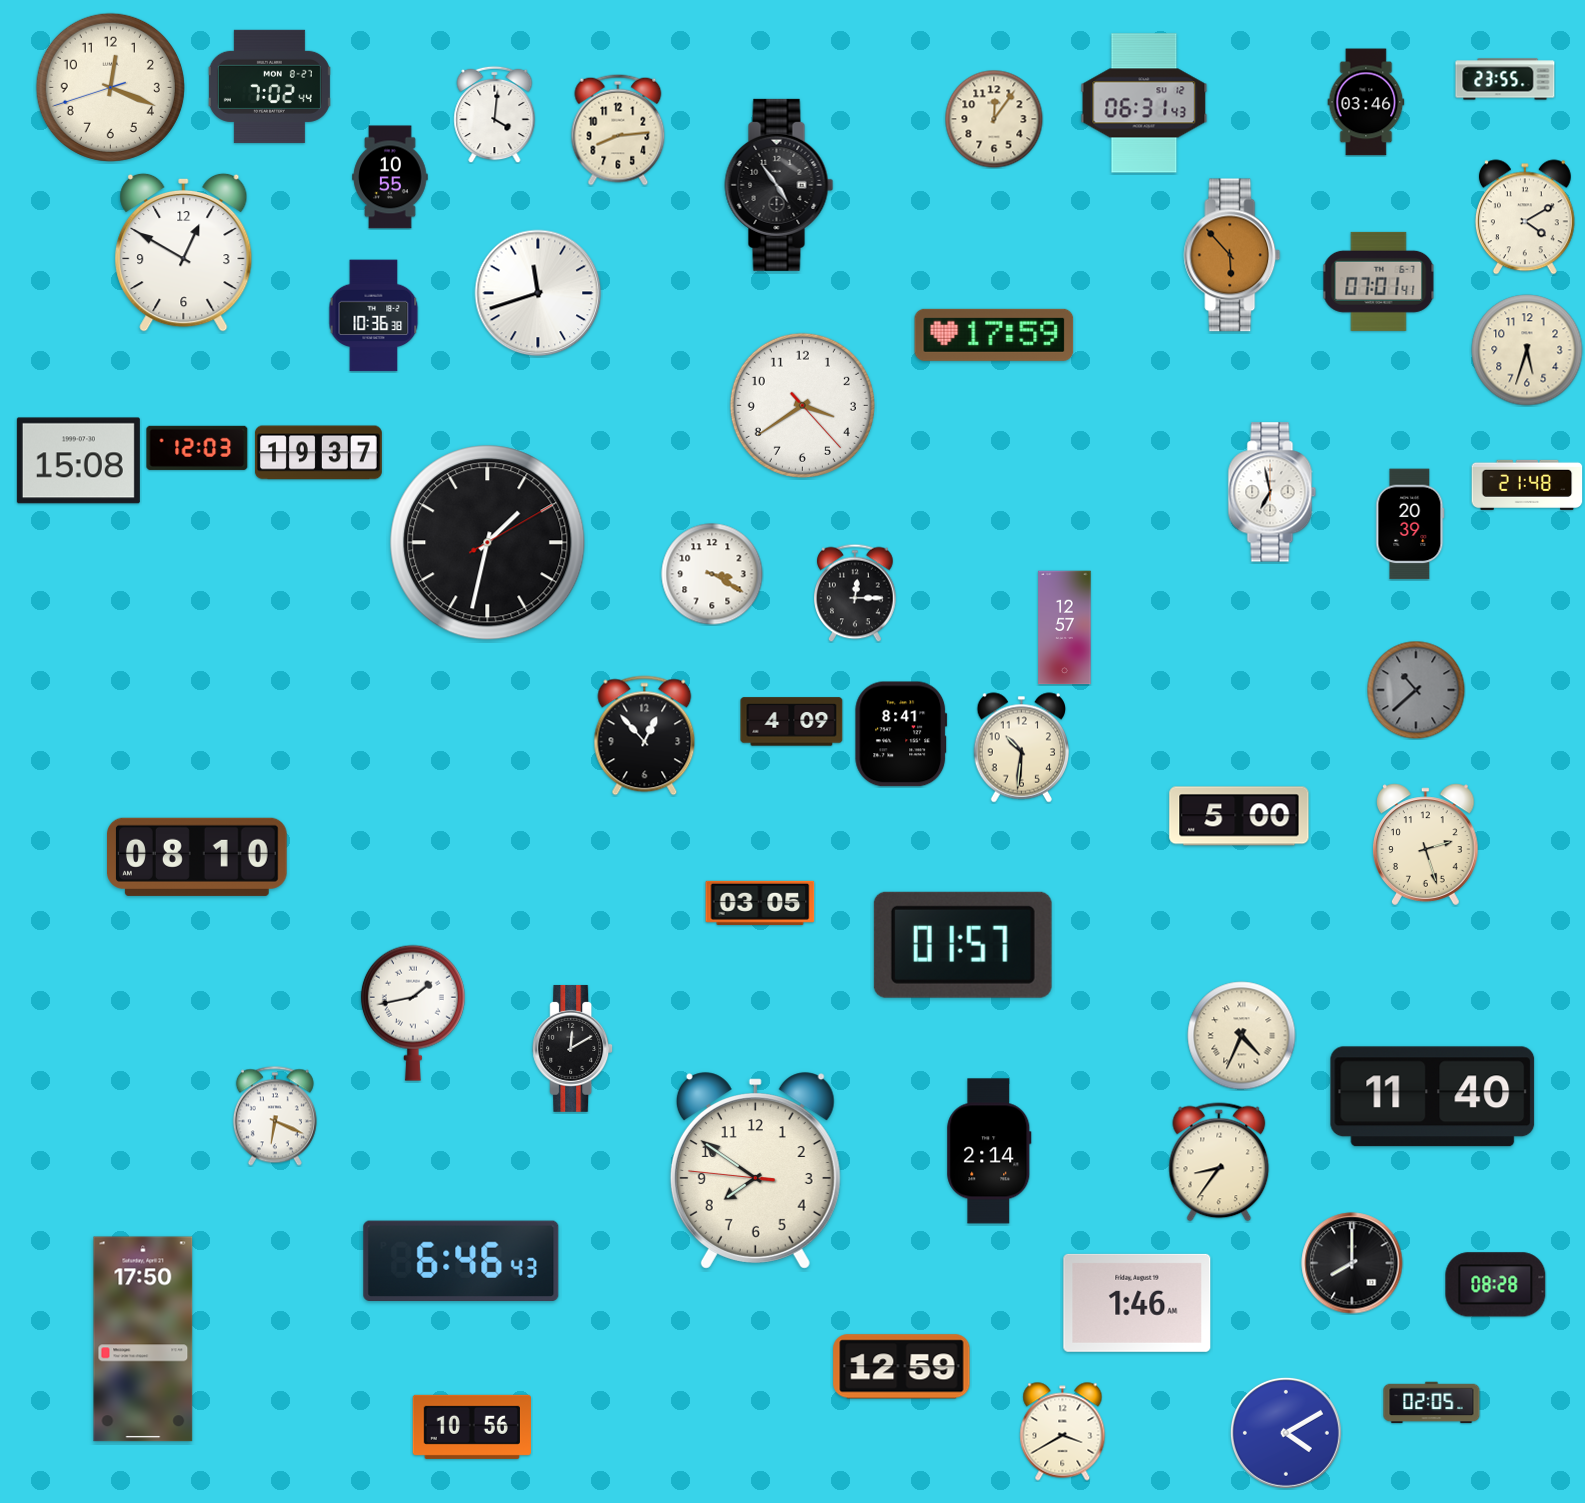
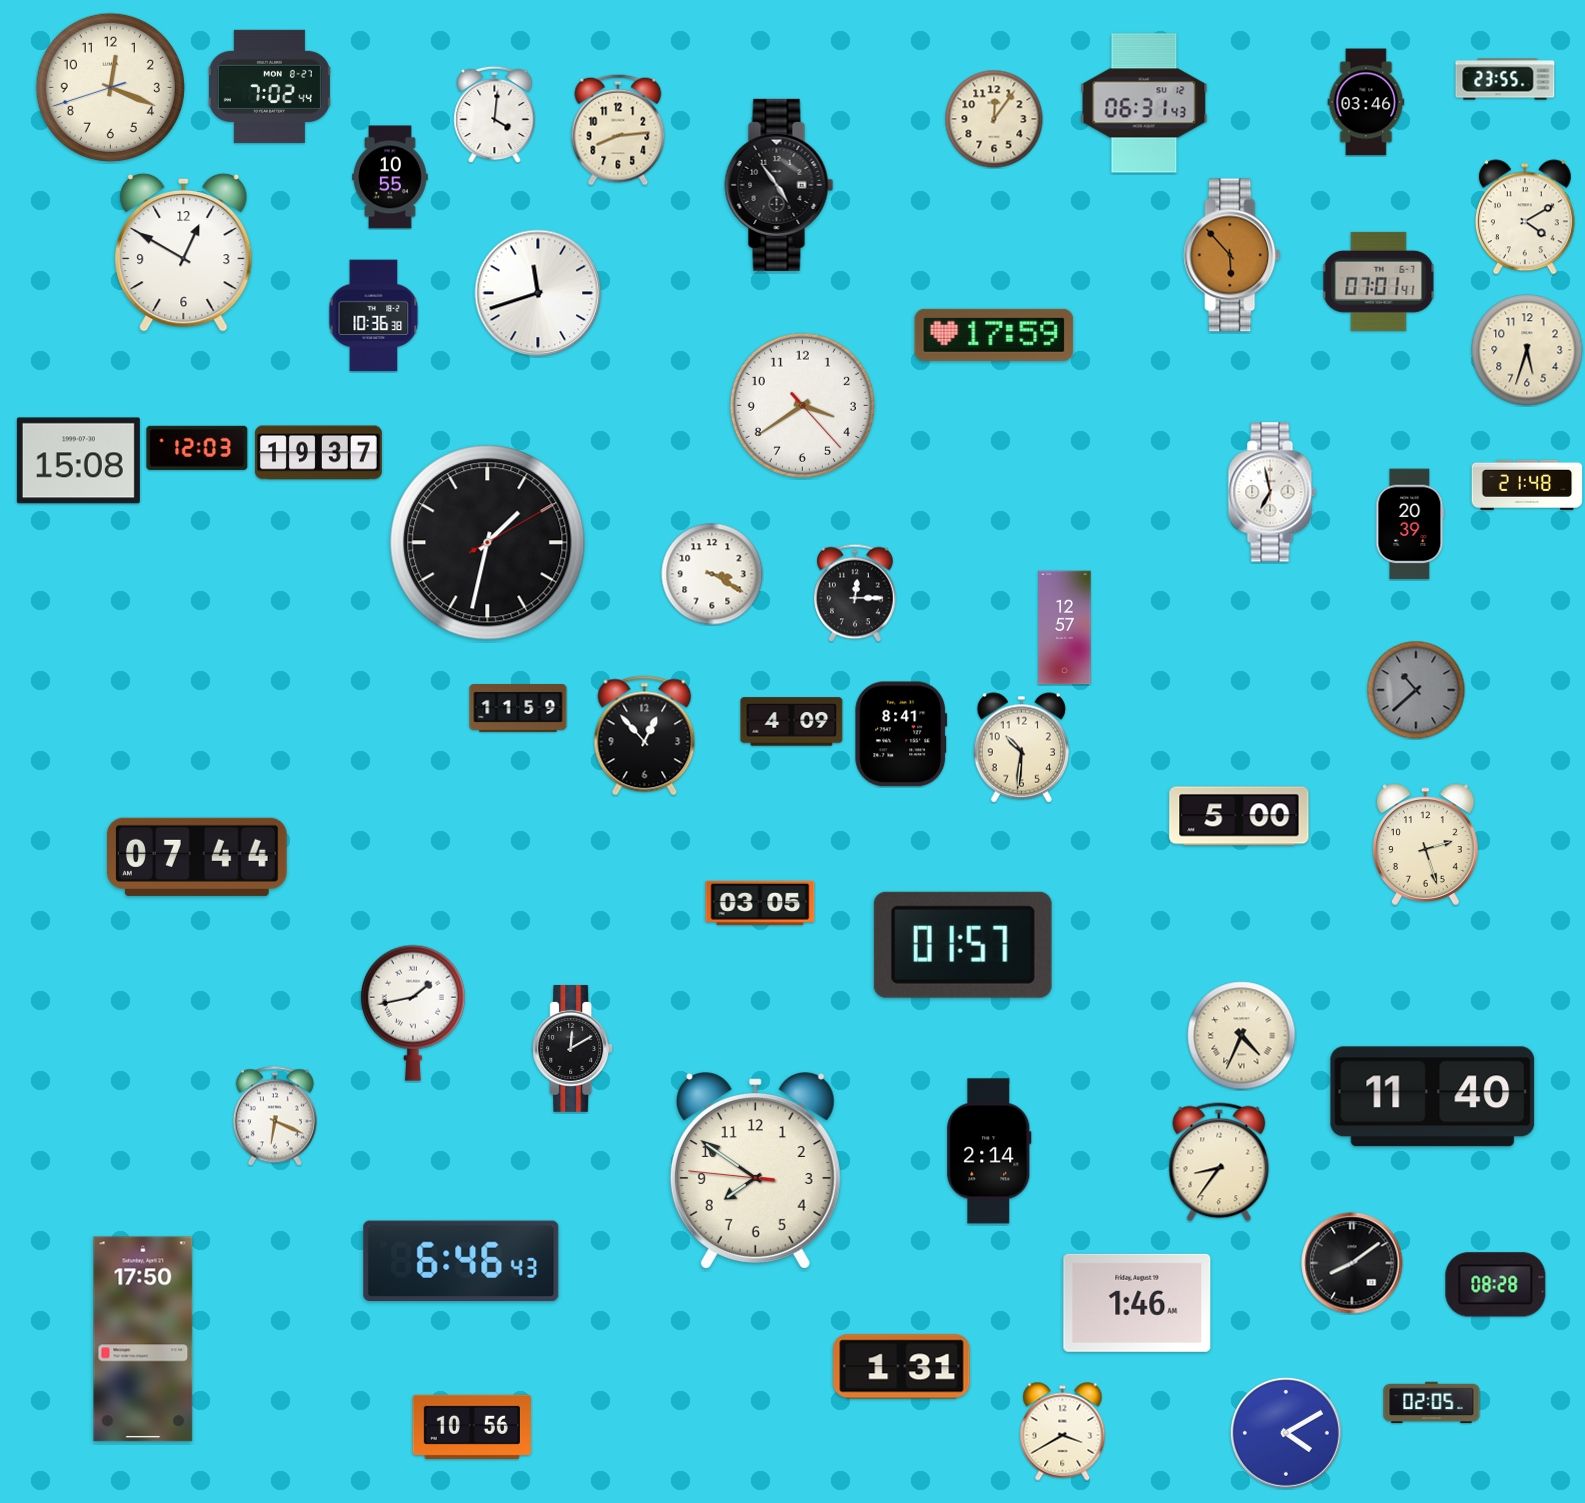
clock at (518, 709): none -> 11:59
clock at (198, 857): 08:10 -> 07:44
clock at (1352, 1263): 8:00 -> 8:09
clock at (902, 1367): 12:59 -> 1:31
